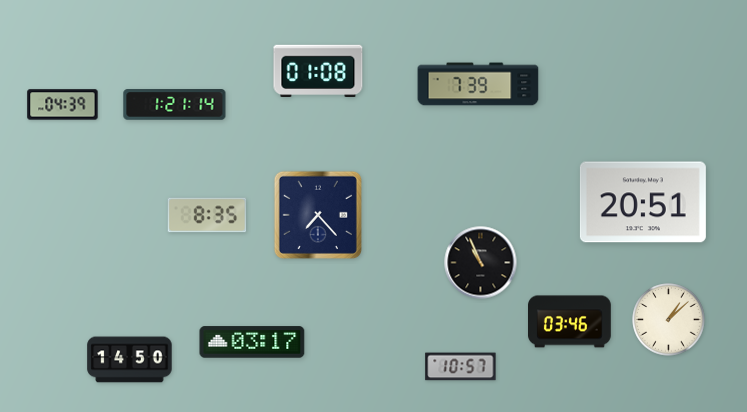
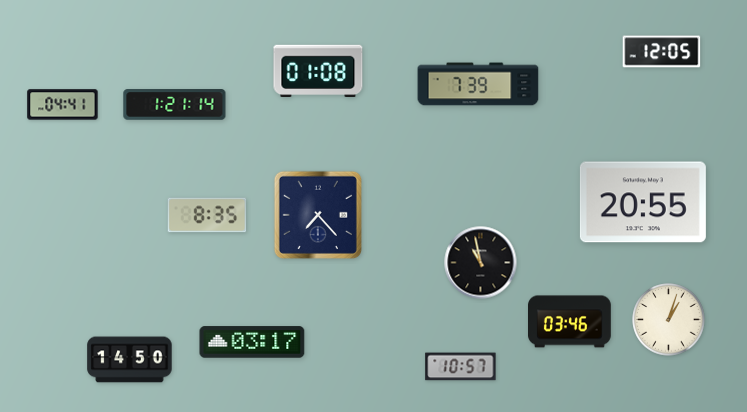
clock at (662, 52): none -> 12:05
clock at (63, 105): 04:39 -> 04:41
clock at (643, 202): 20:51 -> 20:55
clock at (481, 263): 10:56 -> 10:58
clock at (669, 320): 1:08 -> 1:03
